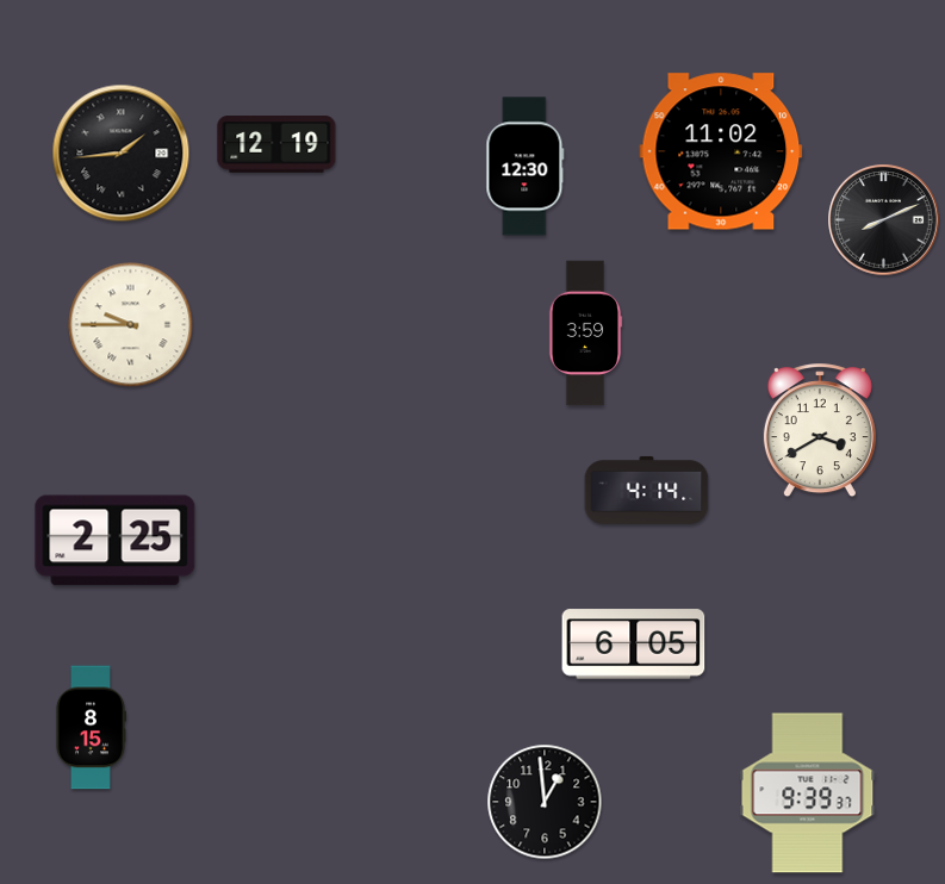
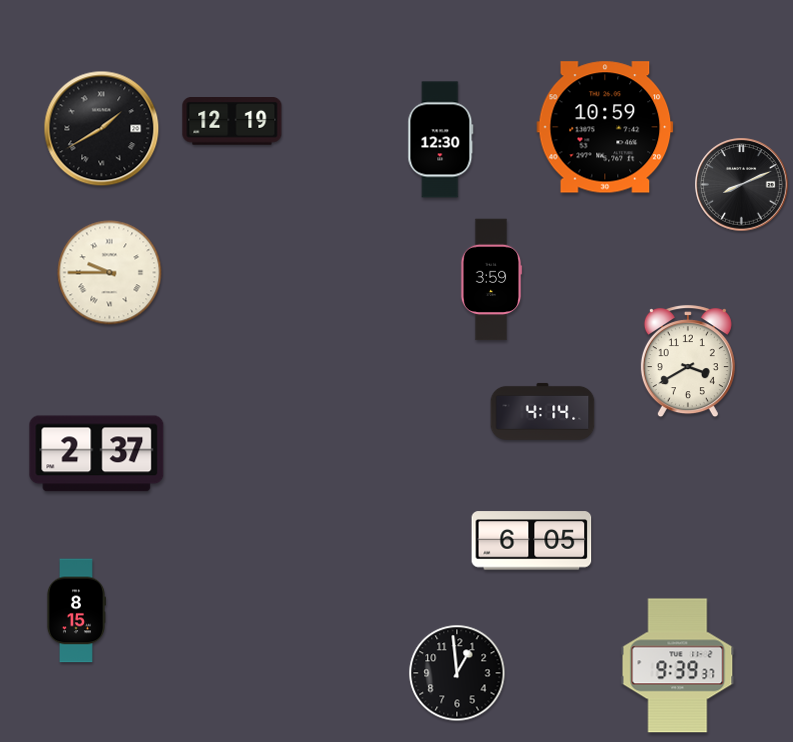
clock at (721, 151): 11:02 -> 10:59
clock at (122, 154): 1:44 -> 1:40
clock at (116, 541): 2:25 -> 2:37
